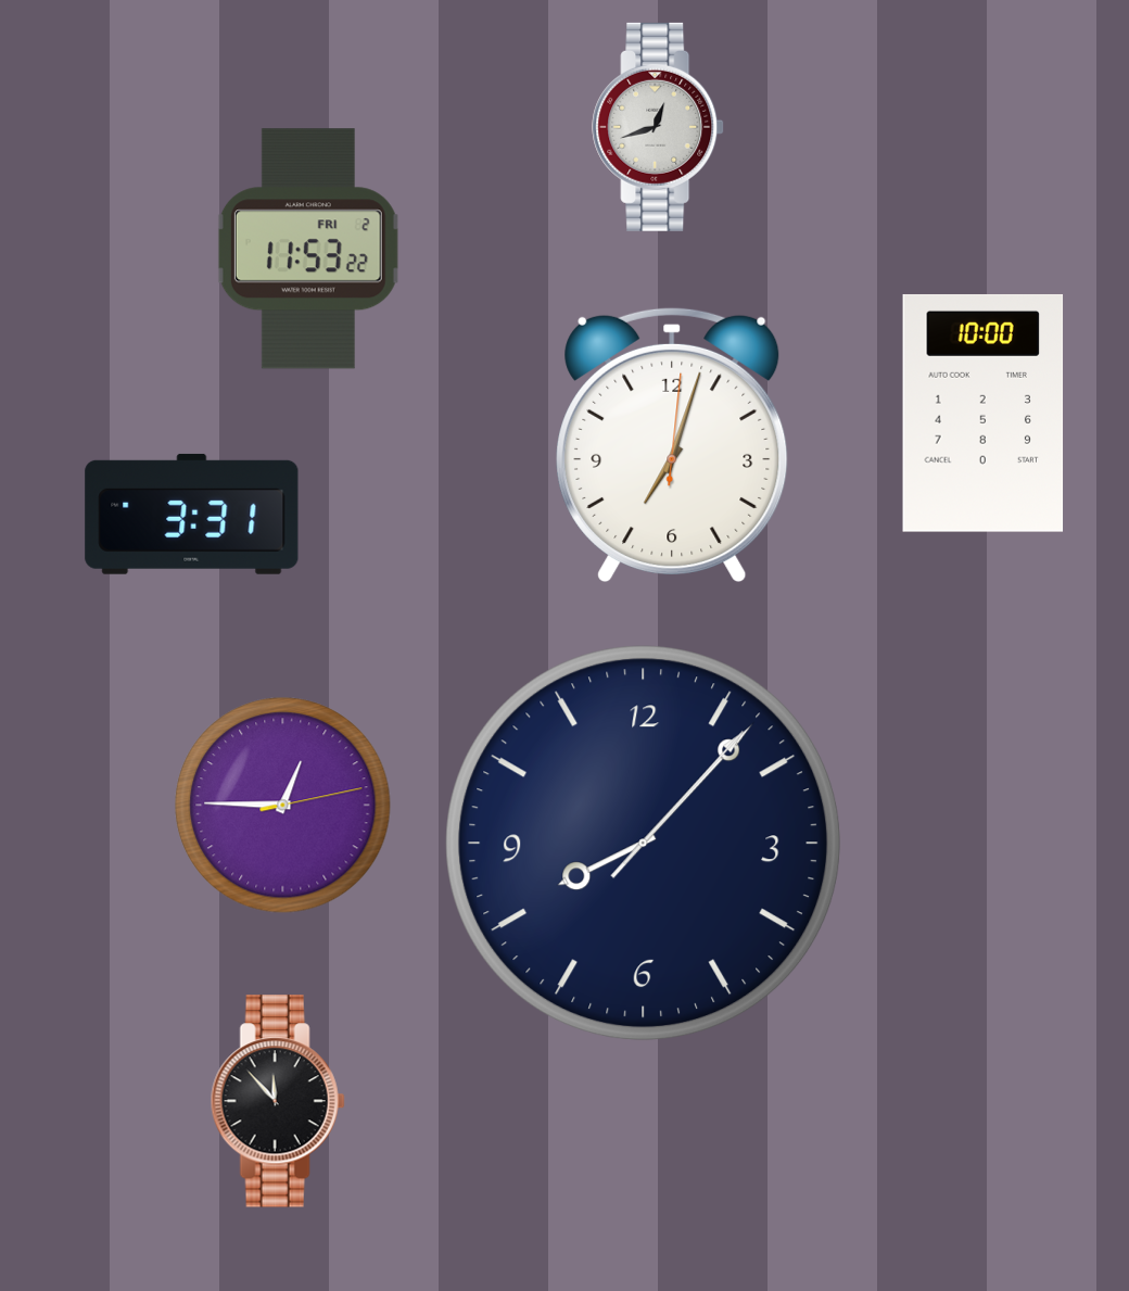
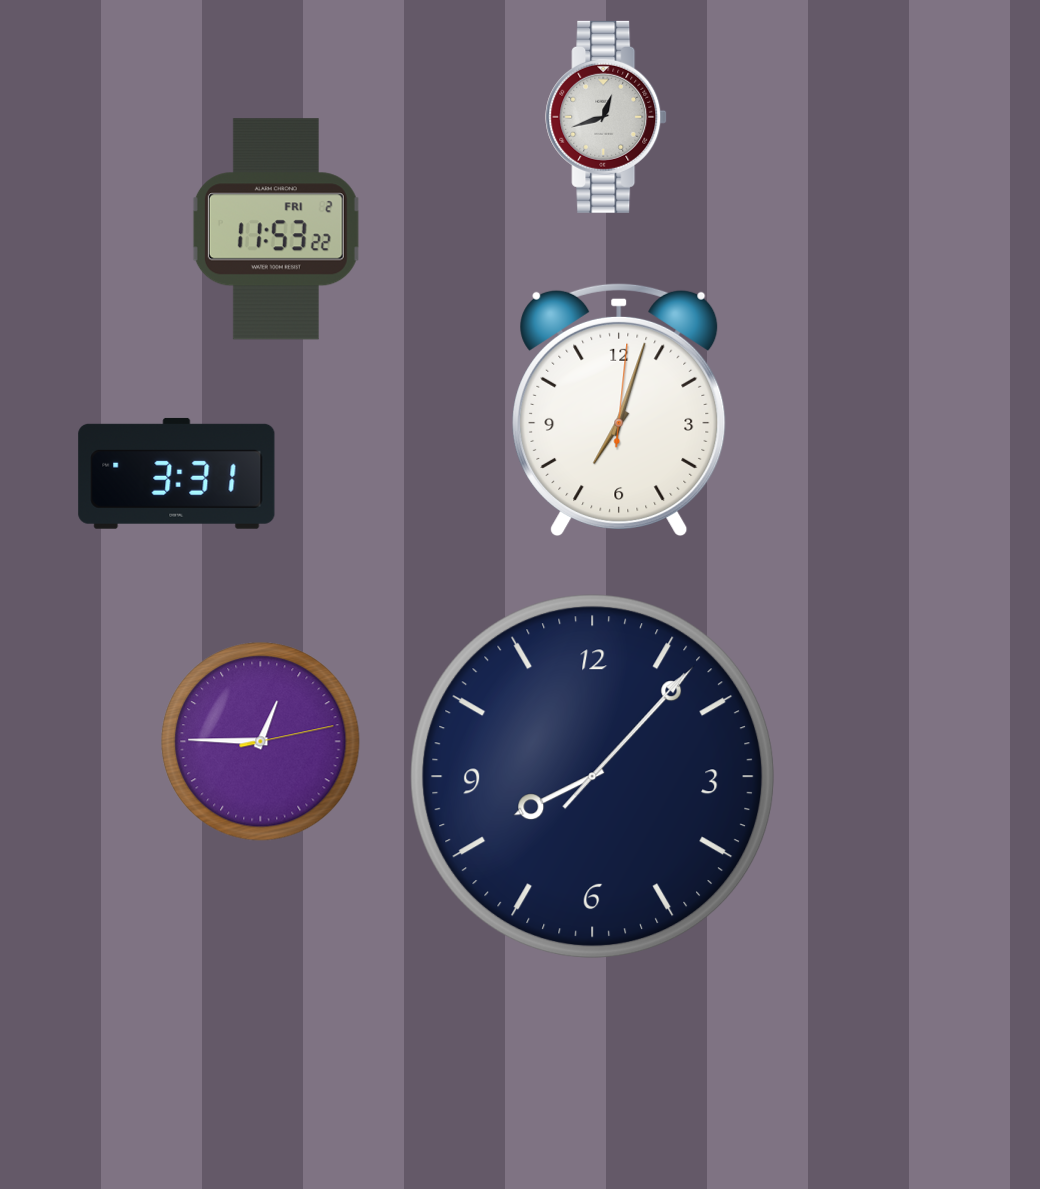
clock at (308, 249) position: (308, 249) -> (276, 229)
clock at (984, 413): 10:00 -> none
clock at (278, 1101): 11:53 -> none
